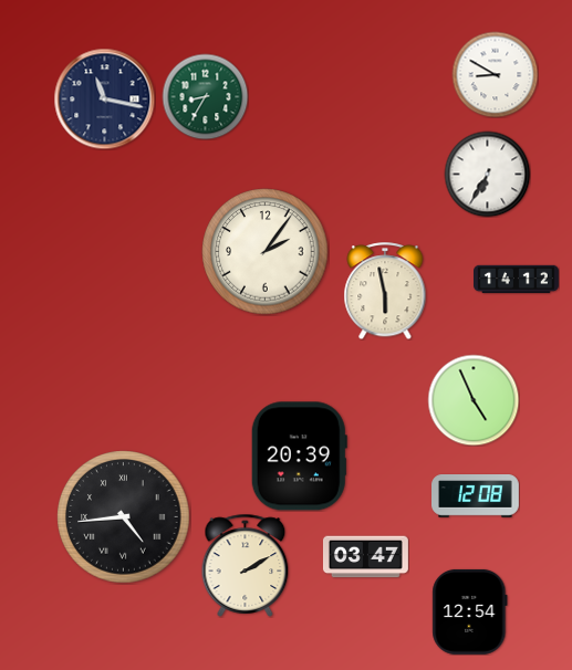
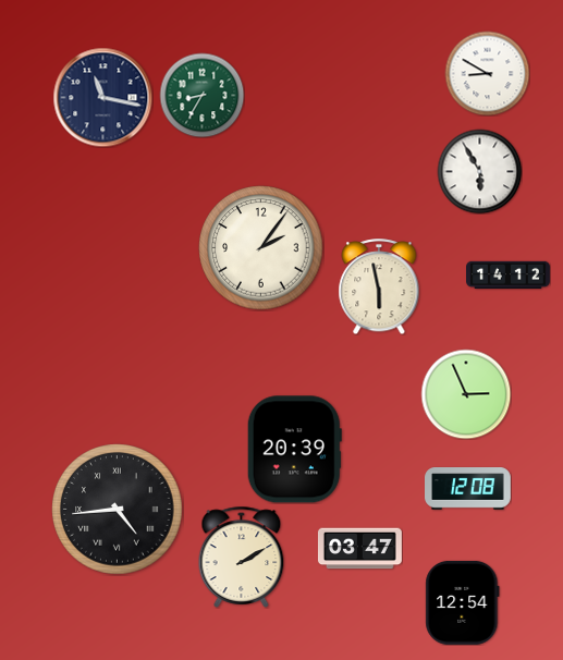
clock at (487, 174): 6:35 -> 5:55
clock at (474, 400): 4:56 -> 2:56
clock at (124, 517) position: (124, 517) -> (118, 510)
